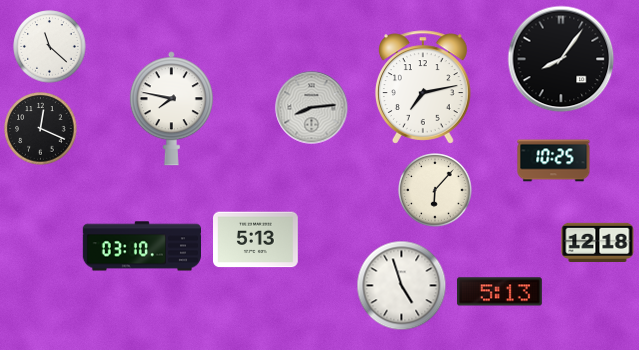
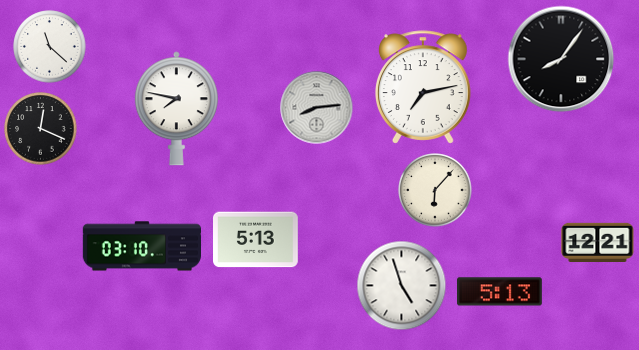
clock at (312, 108) position: (312, 108) -> (317, 108)
clock at (171, 109) position: (171, 109) -> (176, 109)
clock at (554, 161): 10:25 -> none
clock at (598, 242): 12:18 -> 12:21
